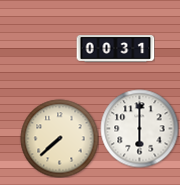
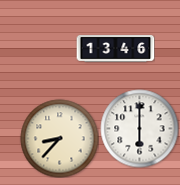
clock at (115, 49): 00:31 -> 13:46
clock at (59, 138): 7:38 -> 8:37
